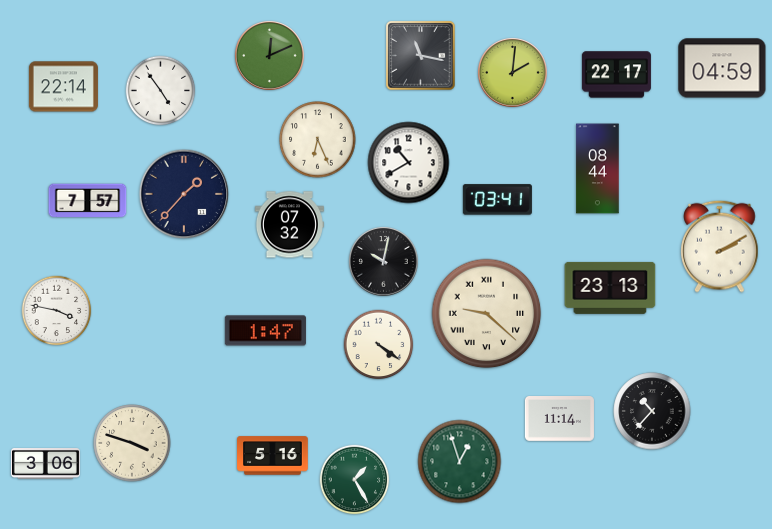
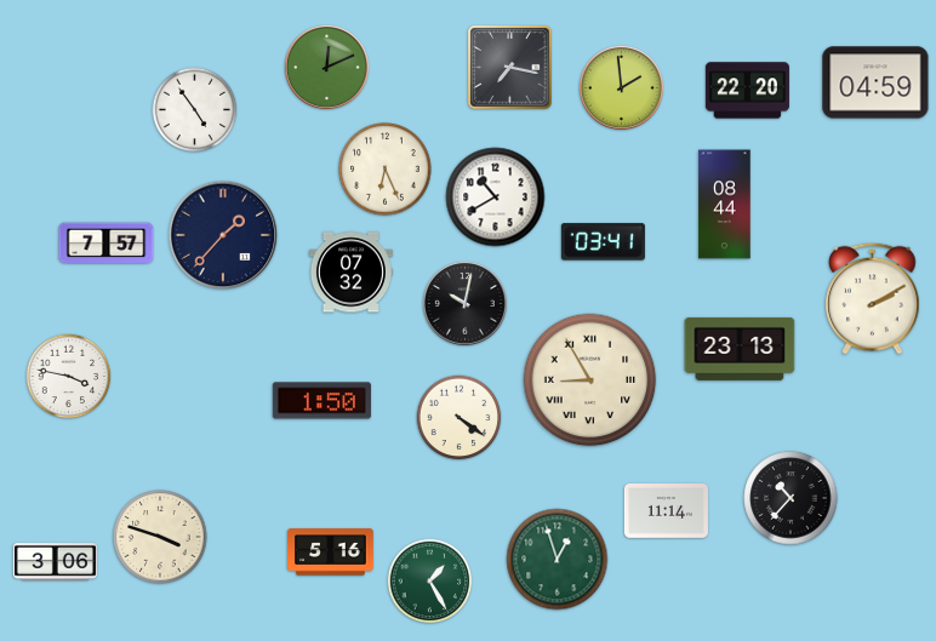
clock at (421, 56): 11:17 -> 7:17
clock at (512, 72): 2:01 -> 1:59
clock at (616, 75): 22:17 -> 22:20
clock at (63, 87): 22:14 -> none
clock at (383, 261) position: (383, 261) -> (464, 303)
clock at (487, 314): 9:22 -> 8:55
clock at (265, 331): 1:47 -> 1:50
clock at (559, 419) position: (559, 419) -> (666, 511)
